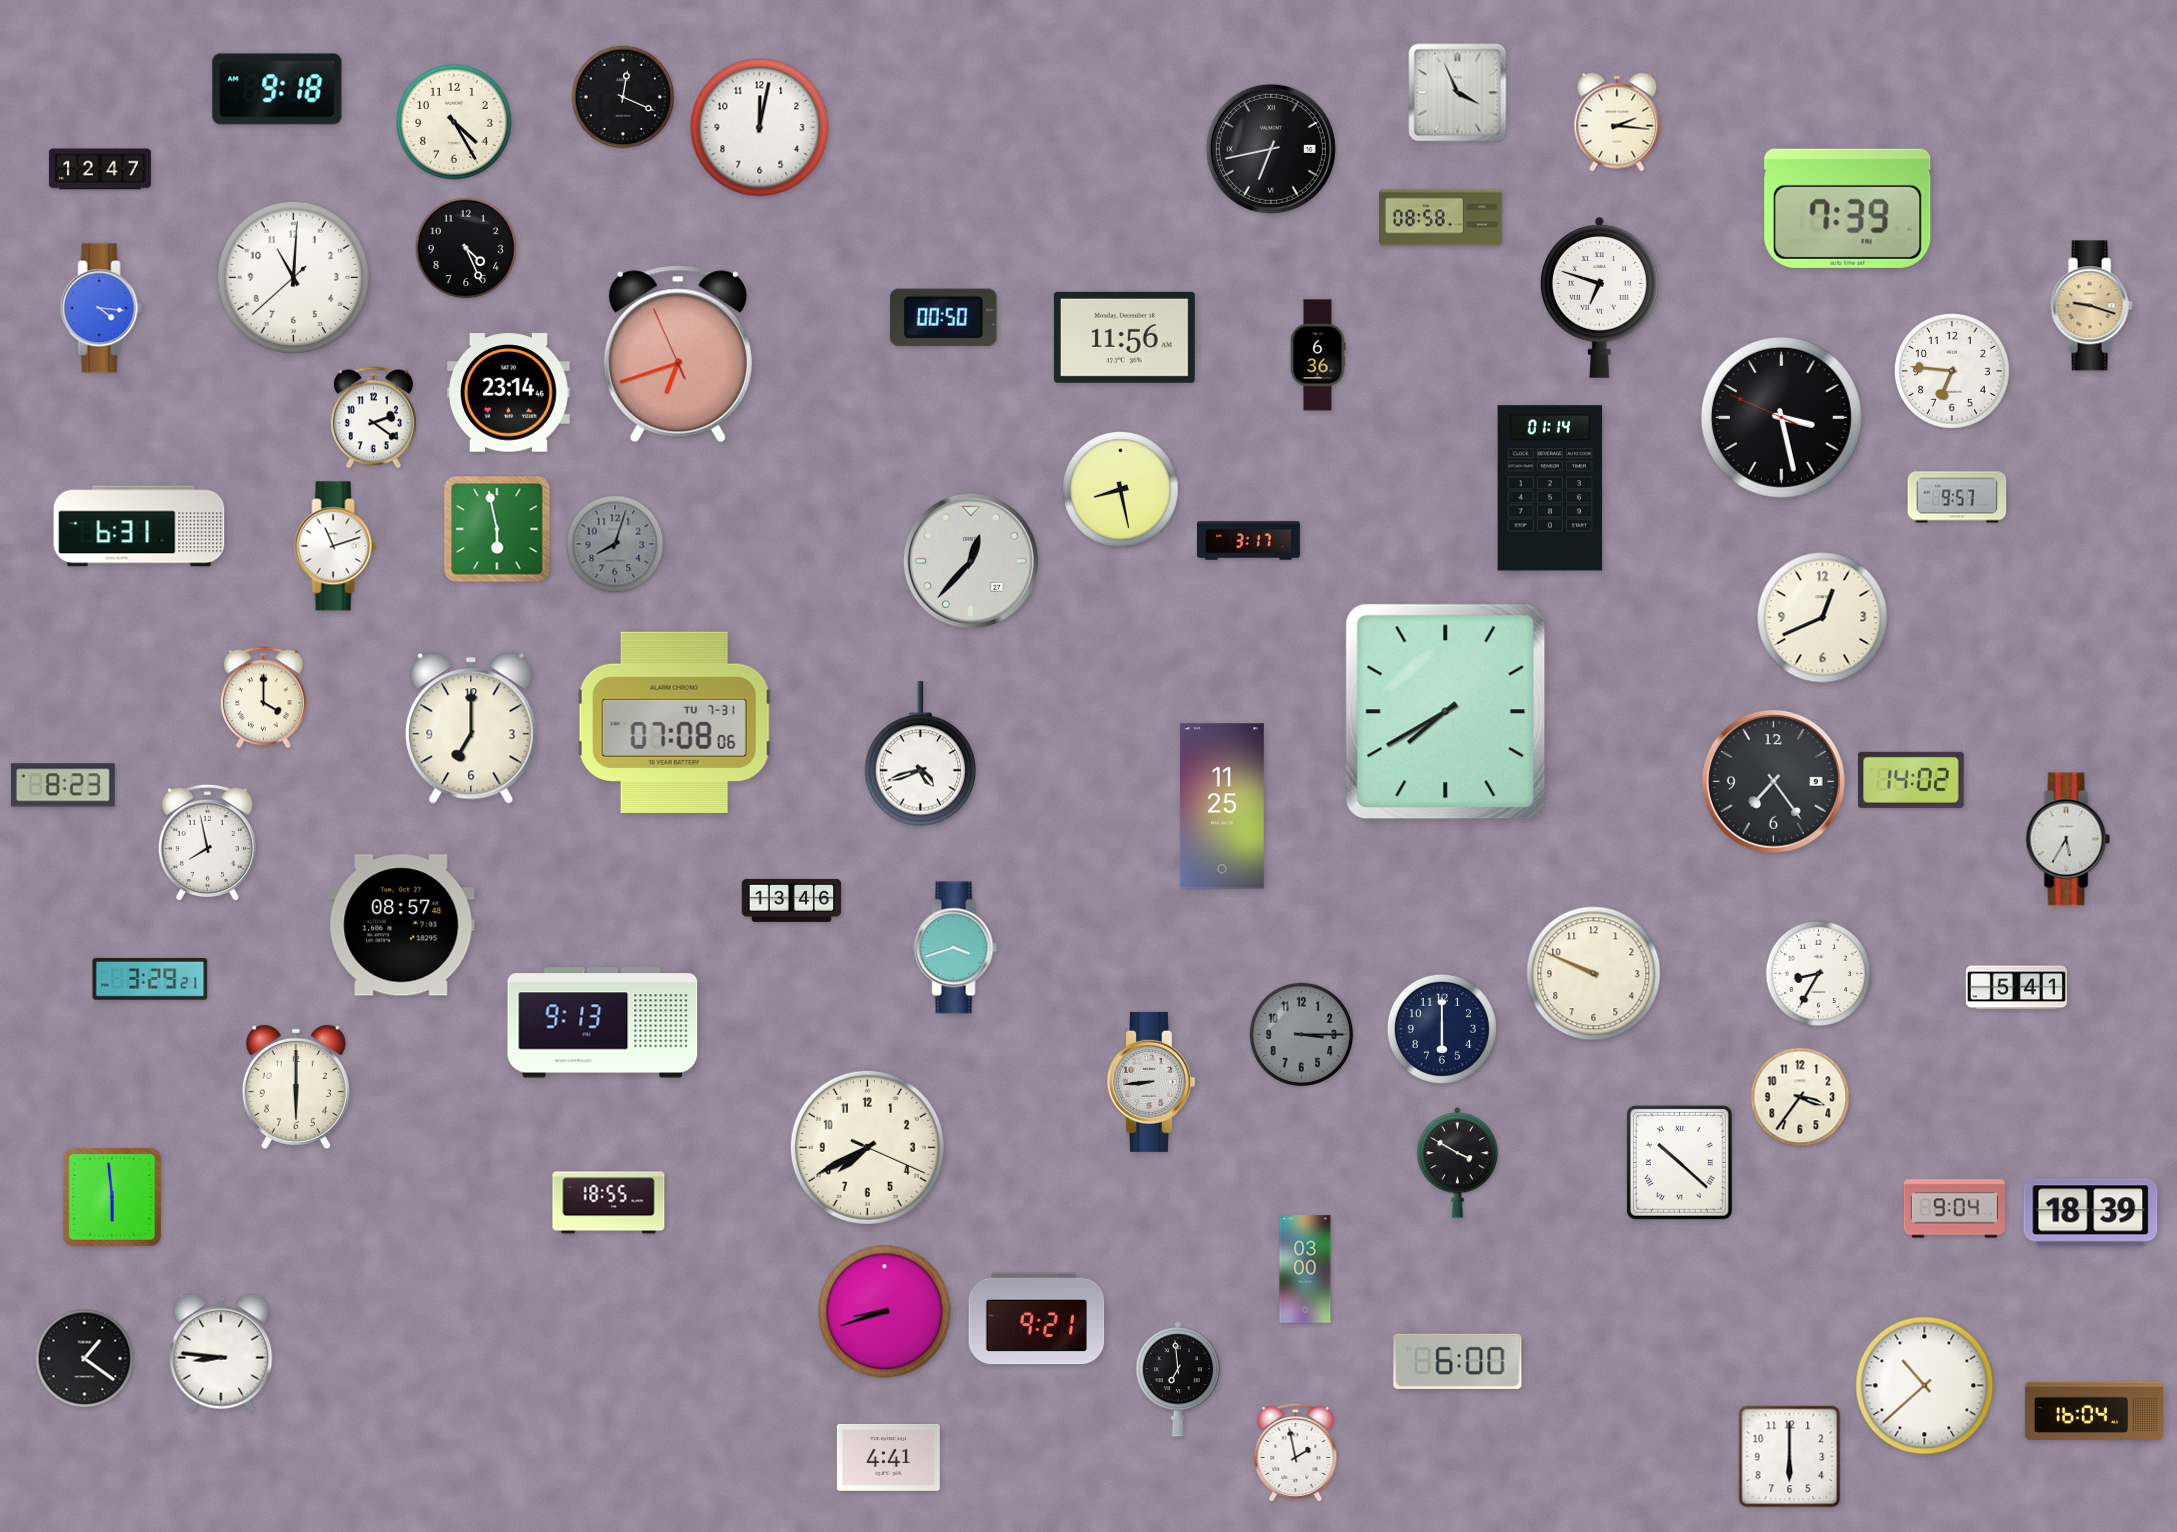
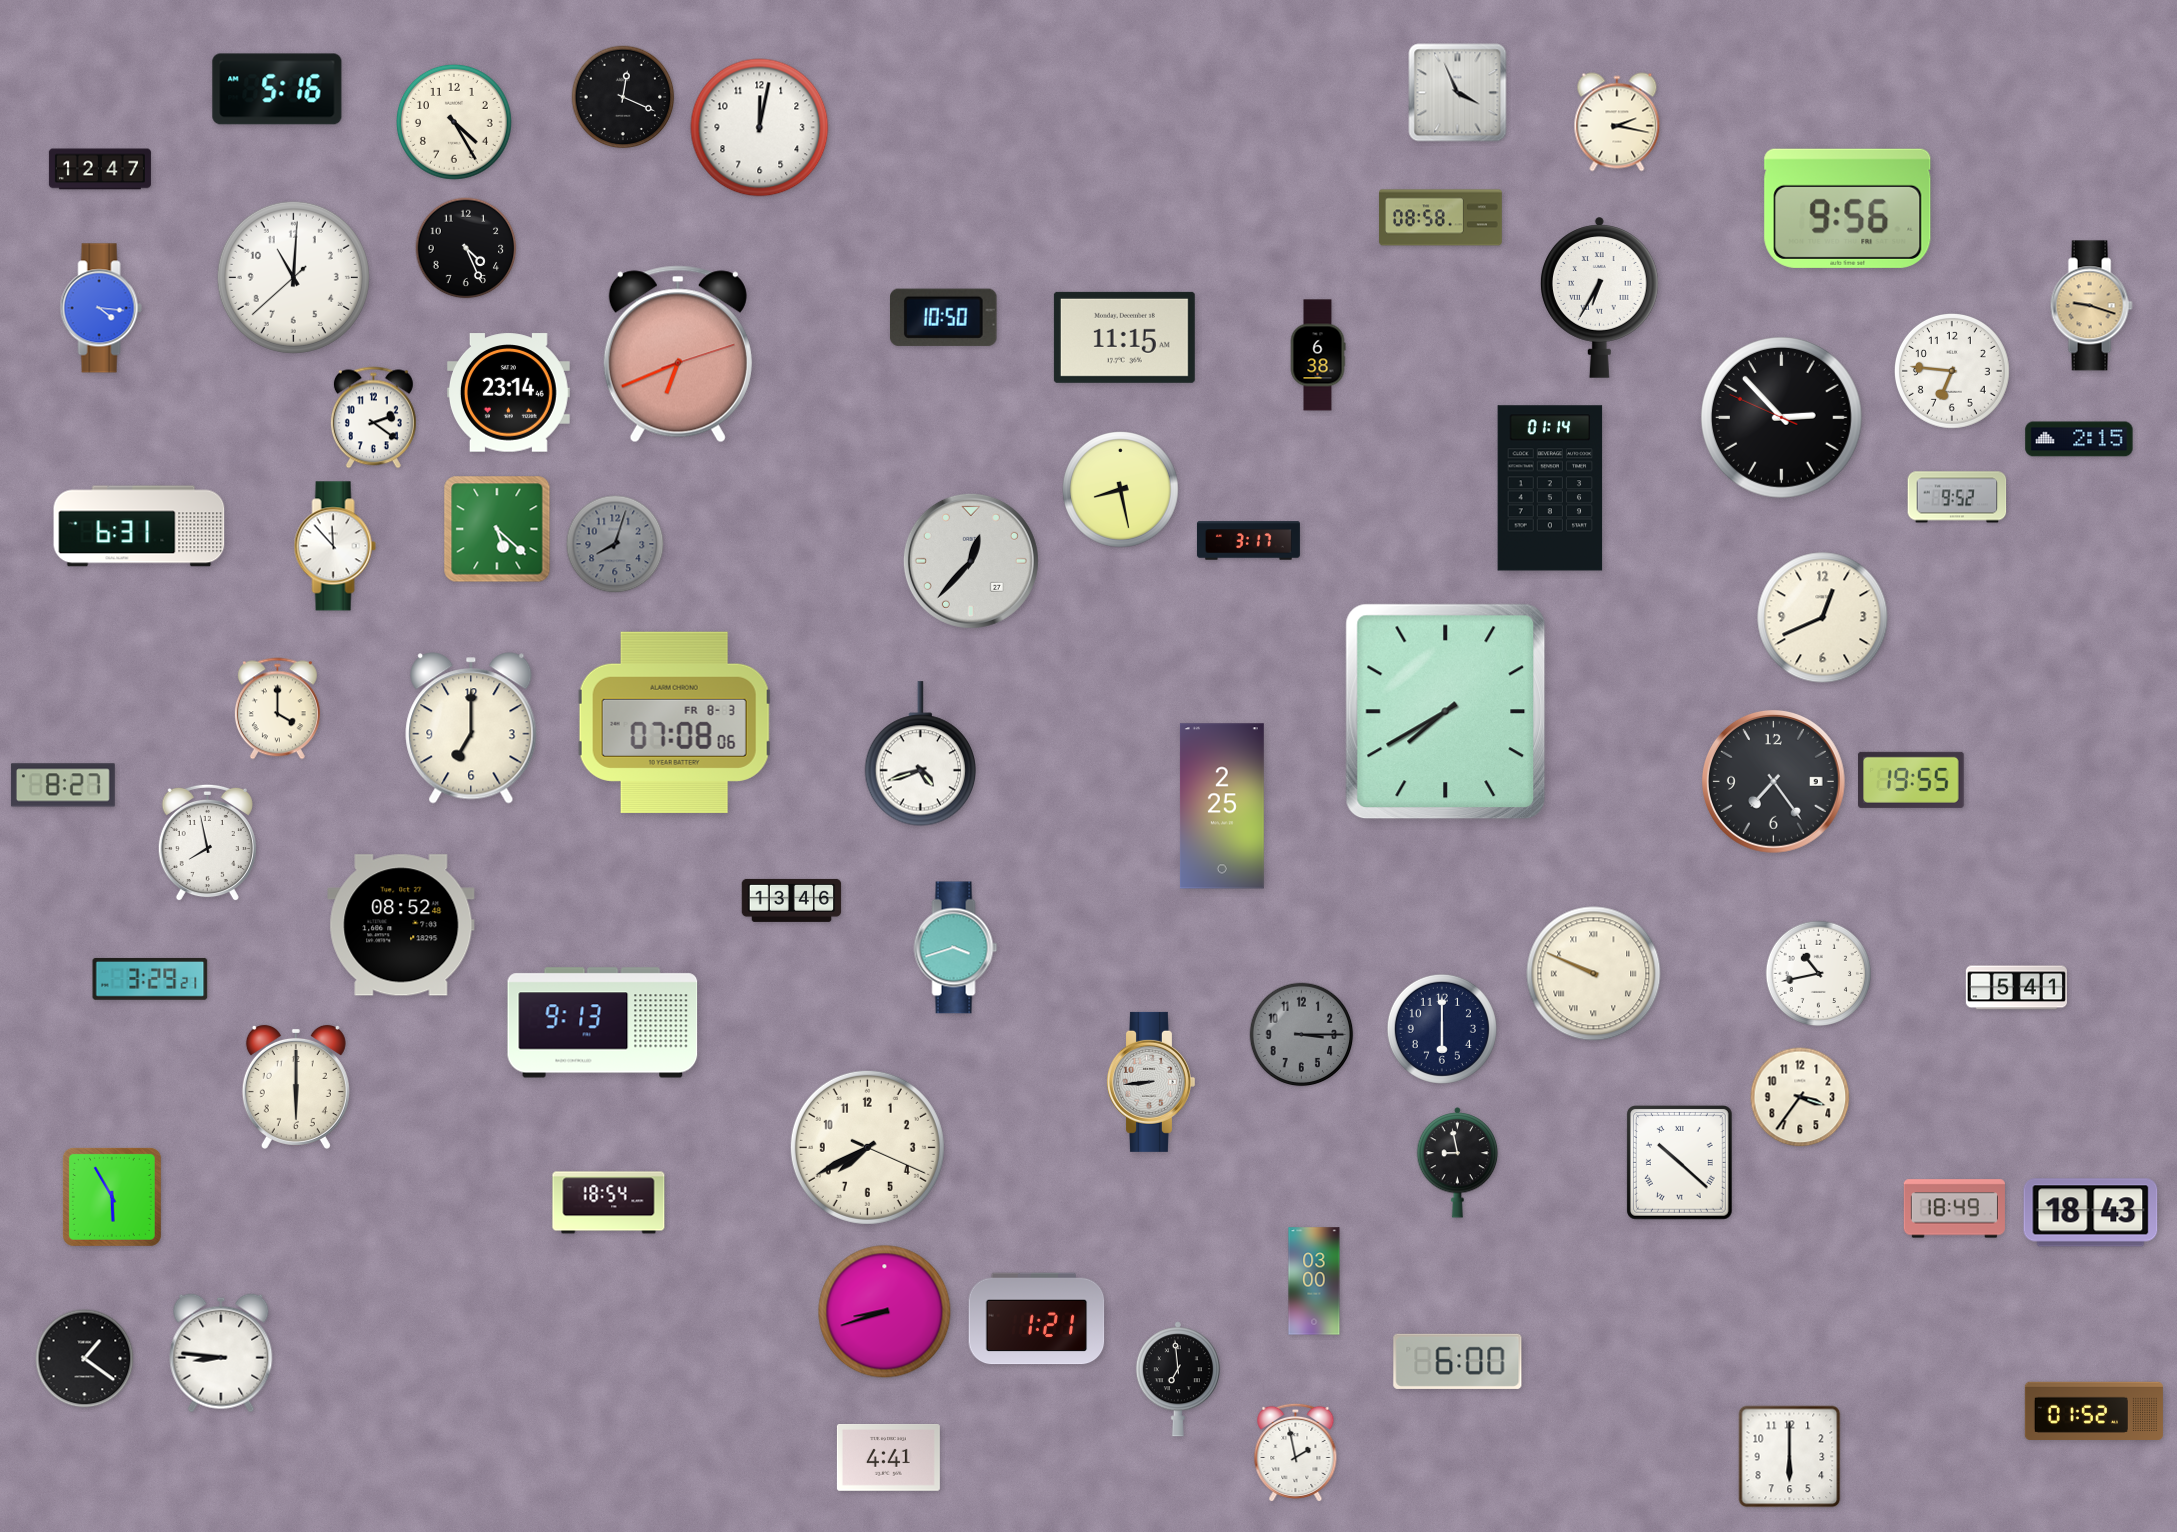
clock at (277, 89): 9:18 -> 5:16
clock at (1617, 122): 2:16 -> 2:17
clock at (1271, 149): 6:43 -> none
clock at (1848, 208): 7:39 -> 9:56
clock at (1600, 297): 6:48 -> 6:35
clock at (944, 317): 00:50 -> 10:50
clock at (1124, 337): 11:56 -> 11:15
clock at (678, 354): 6:41:56 -> 6:41:12
clock at (1318, 355): 6:36 -> 6:38
clock at (1781, 417): 3:27 -> 2:52
clock at (2079, 439): none -> 2:15
clock at (1957, 497): 9:57 -> 9:52
clock at (497, 529): 5:58 -> 5:22
clock at (335, 546): 11:12 -> 11:53
clock at (263, 698) position: (263, 698) -> (277, 709)
clock at (675, 722) date: TU 7-31 -> FR 8-3
clock at (1911, 780): 14:02 -> 19:55
clock at (63, 785): 8:23 -> 8:27
clock at (1222, 806): 11:25 -> 2:25
clock at (2068, 839): 5:35 -> none
clock at (401, 925): 08:57 -> 08:52
clock at (1818, 973): 8:35 -> 10:43
clock at (1594, 974) numerals: Arabic -> Roman
clock at (1458, 1163): 3:50 -> 8:58
clock at (112, 1197): 5:59 -> 5:55
clock at (609, 1203): 18:55 -> 18:54
clock at (1954, 1209): 9:04 -> 18:49
clock at (2091, 1213): 18:39 -> 18:43
clock at (1305, 1269) position: (1305, 1269) -> (1314, 1281)
clock at (1037, 1319): 9:21 -> 1:21
clock at (1925, 1386): 10:38 -> none
clock at (2094, 1411): 16:04 -> 01:52
